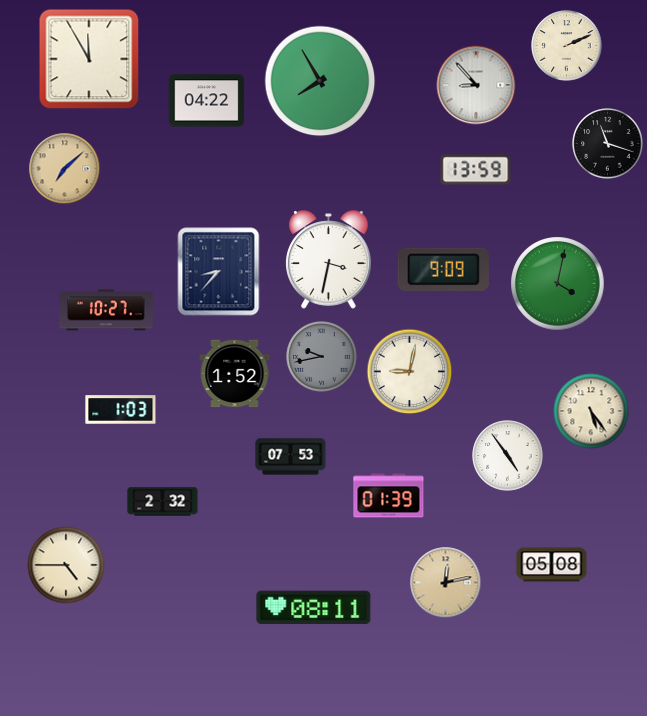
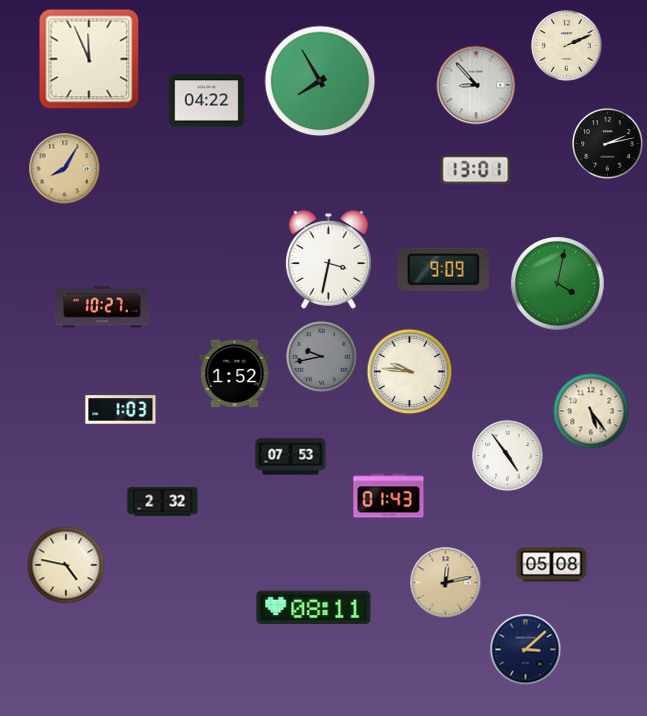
clock at (89, 59): 11:55 -> 11:56
clock at (608, 144): 11:18 -> 2:13
clock at (65, 169): 7:08 -> 8:05
clock at (476, 170): 13:59 -> 13:01
clock at (219, 272): 8:37 -> none
clock at (107, 310) position: (107, 310) -> (103, 307)
clock at (410, 372): 9:02 -> 9:46
clock at (389, 496): 01:39 -> 01:43
clock at (66, 565): 4:45 -> 4:47
clock at (526, 650): none -> 3:08
